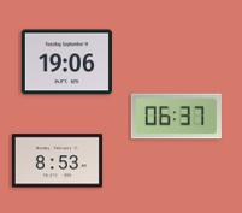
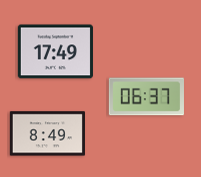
clock at (66, 63): 19:06 -> 17:49
clock at (57, 161): 8:53 -> 8:49
